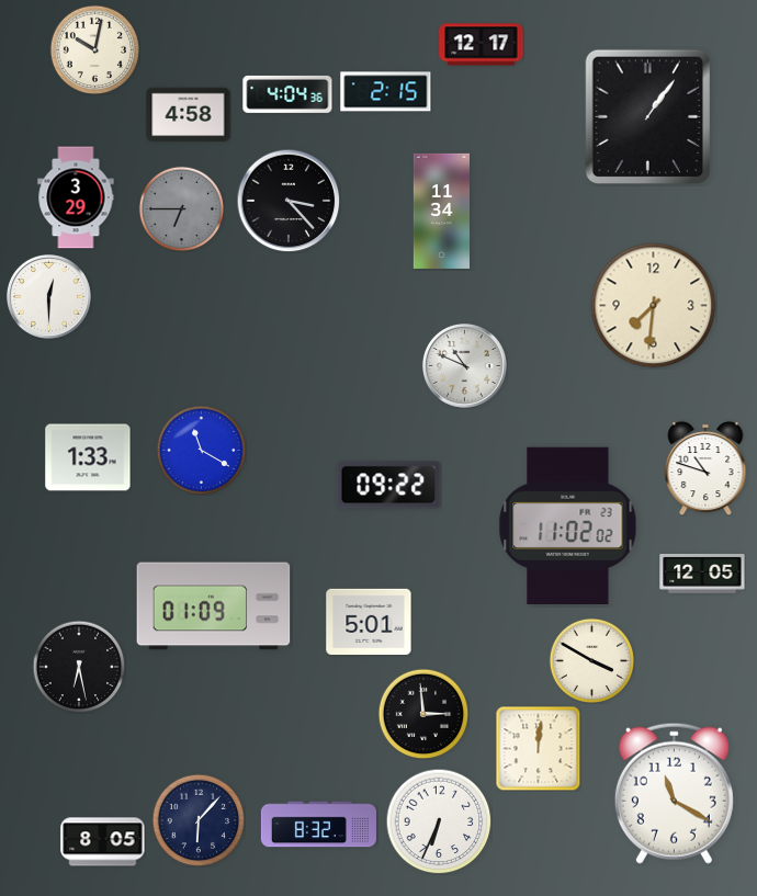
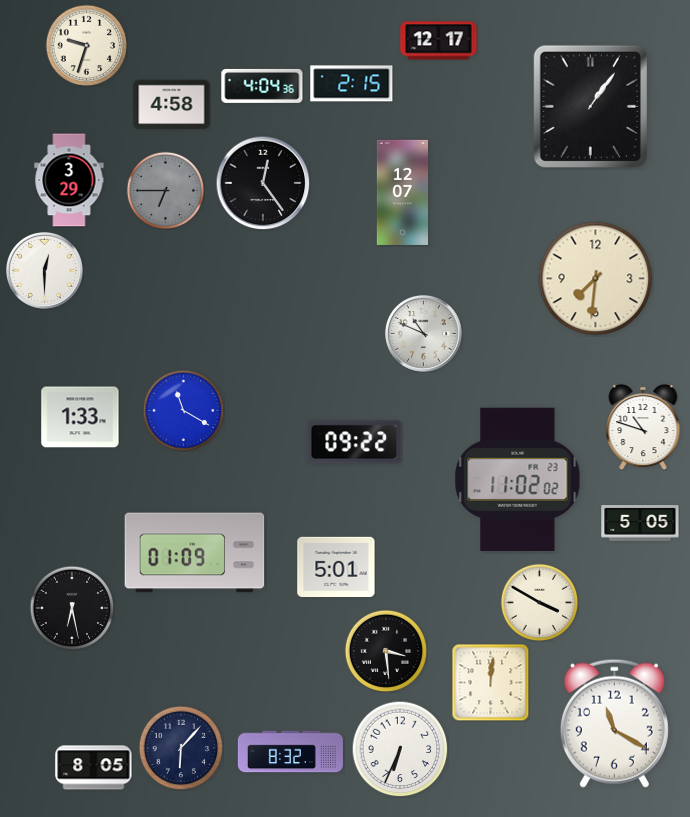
clock at (94, 49): 10:02 -> 9:33
clock at (289, 201): 3:23 -> 12:24
clock at (441, 211): 11:34 -> 12:07
clock at (702, 575): 12:05 -> 5:05
clock at (423, 714): 2:59 -> 3:29
